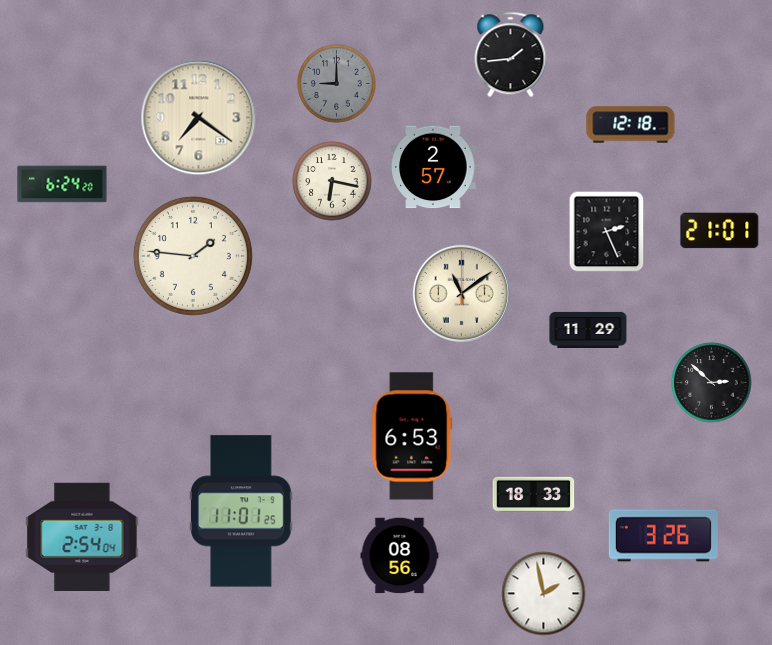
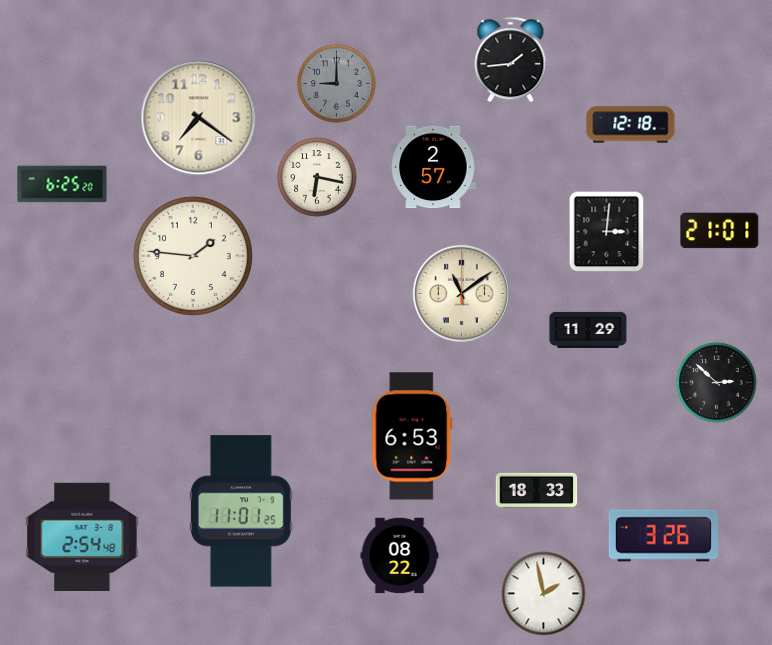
clock at (511, 55) position: (511, 55) -> (511, 60)
clock at (332, 181) position: (332, 181) -> (317, 177)
clock at (62, 184): 6:24 -> 6:25
clock at (607, 232): 2:26 -> 3:01
clock at (712, 383) position: (712, 383) -> (717, 383)
clock at (534, 494) position: (534, 494) -> (537, 490)
clock at (82, 536): 2:54:04 -> 2:54:48
clock at (400, 556): 08:56 -> 08:22
